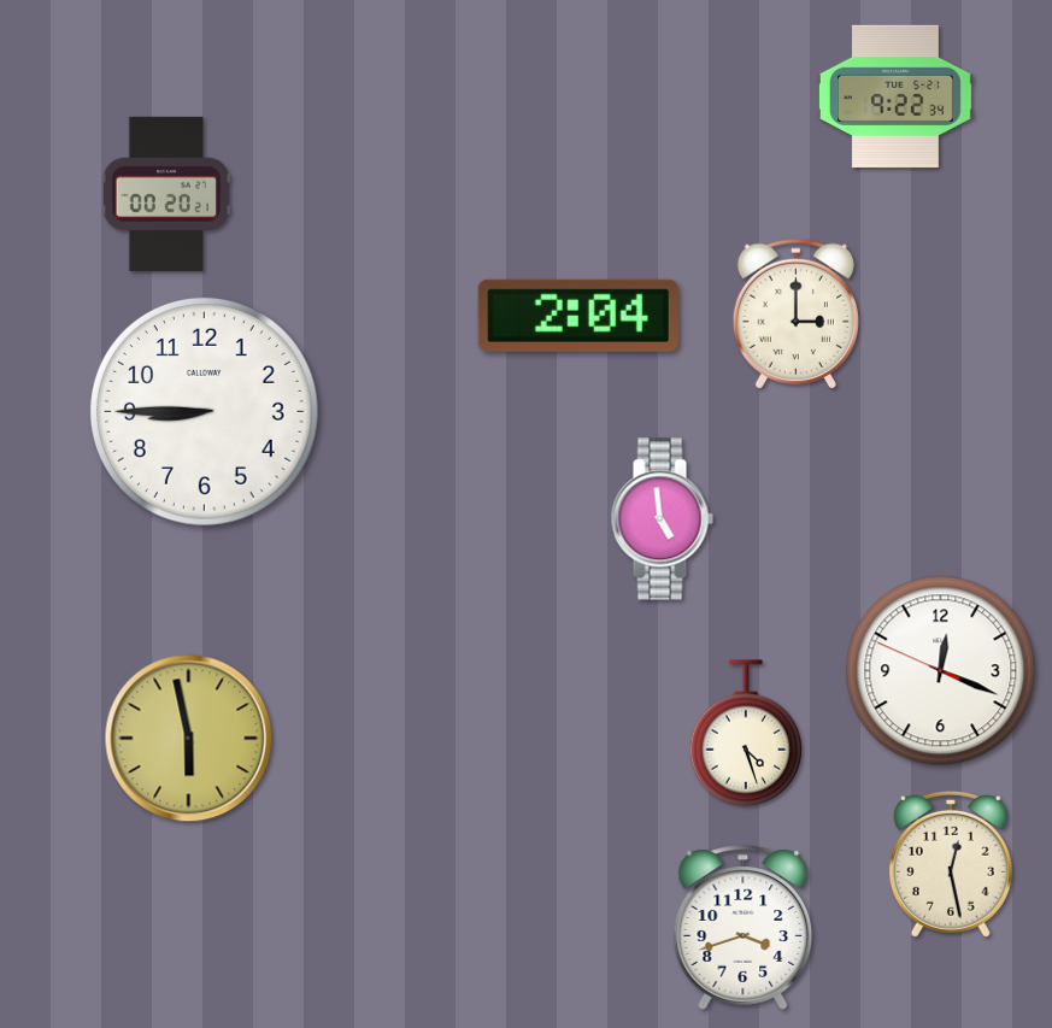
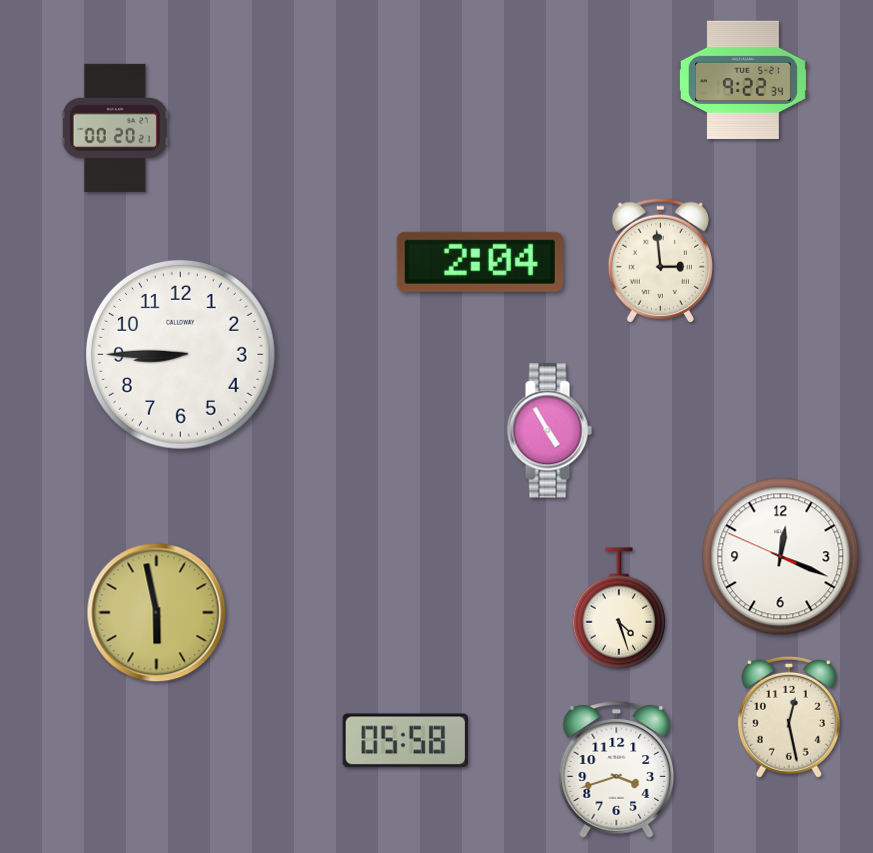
clock at (166, 194) position: (166, 194) -> (115, 128)
clock at (795, 313): 3:00 -> 2:59
clock at (204, 411) position: (204, 411) -> (180, 354)
clock at (662, 519): 4:59 -> 4:55
clock at (405, 741): none -> 05:58
